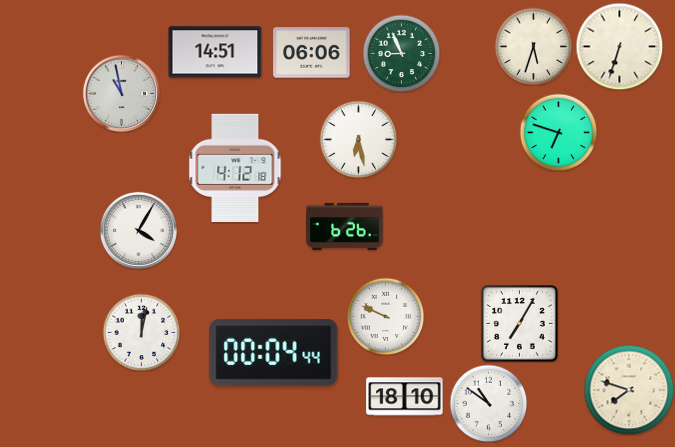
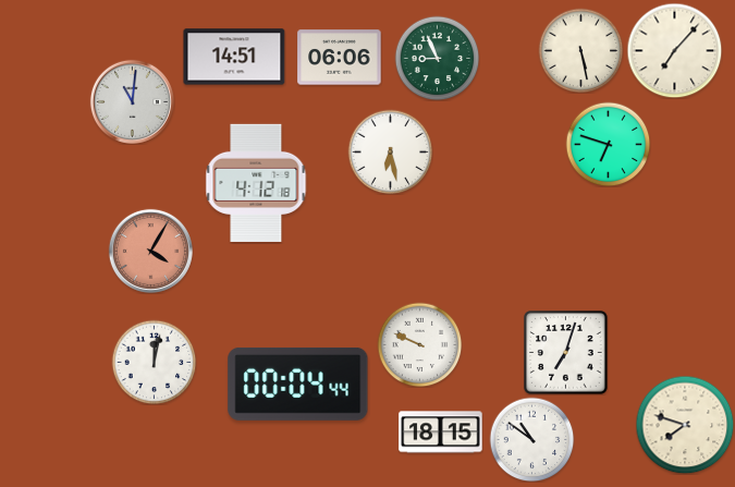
clock at (533, 46): 5:33 -> 5:28
clock at (619, 46): 6:33 -> 7:07
clock at (121, 93): 10:58 -> 11:01
clock at (345, 226): 6:26 -> none
clock at (138, 230) dial: white -> salmon
clock at (520, 324): 7:05 -> 7:03
clock at (405, 397): 18:10 -> 18:15
